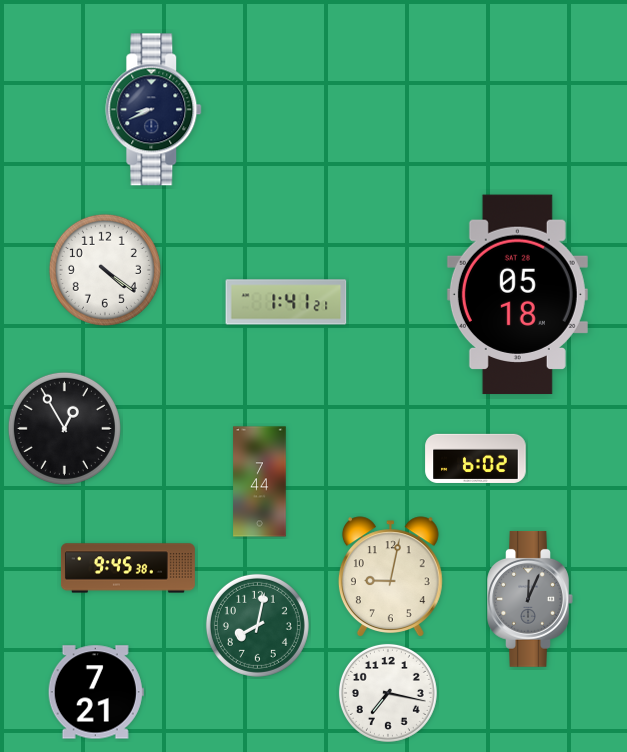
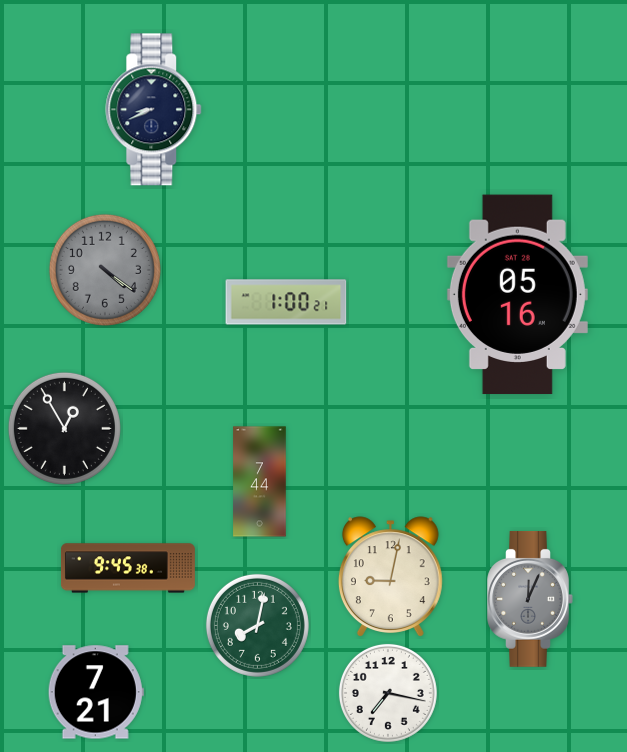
clock at (105, 270) dial: white -> grey
clock at (517, 295): 05:18 -> 05:16
clock at (286, 302): 1:41 -> 1:00
clock at (476, 458): 6:02 -> none
